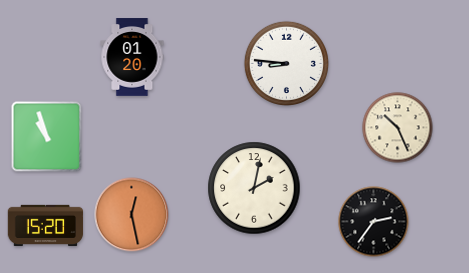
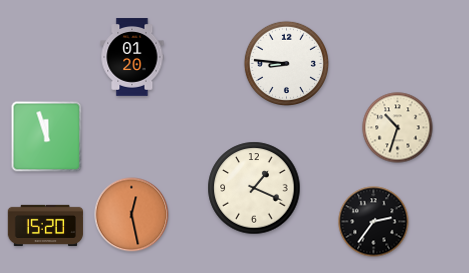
clock at (398, 128): 10:26 -> 10:33
clock at (47, 137): 10:57 -> 11:57
clock at (254, 188): 2:02 -> 1:19
